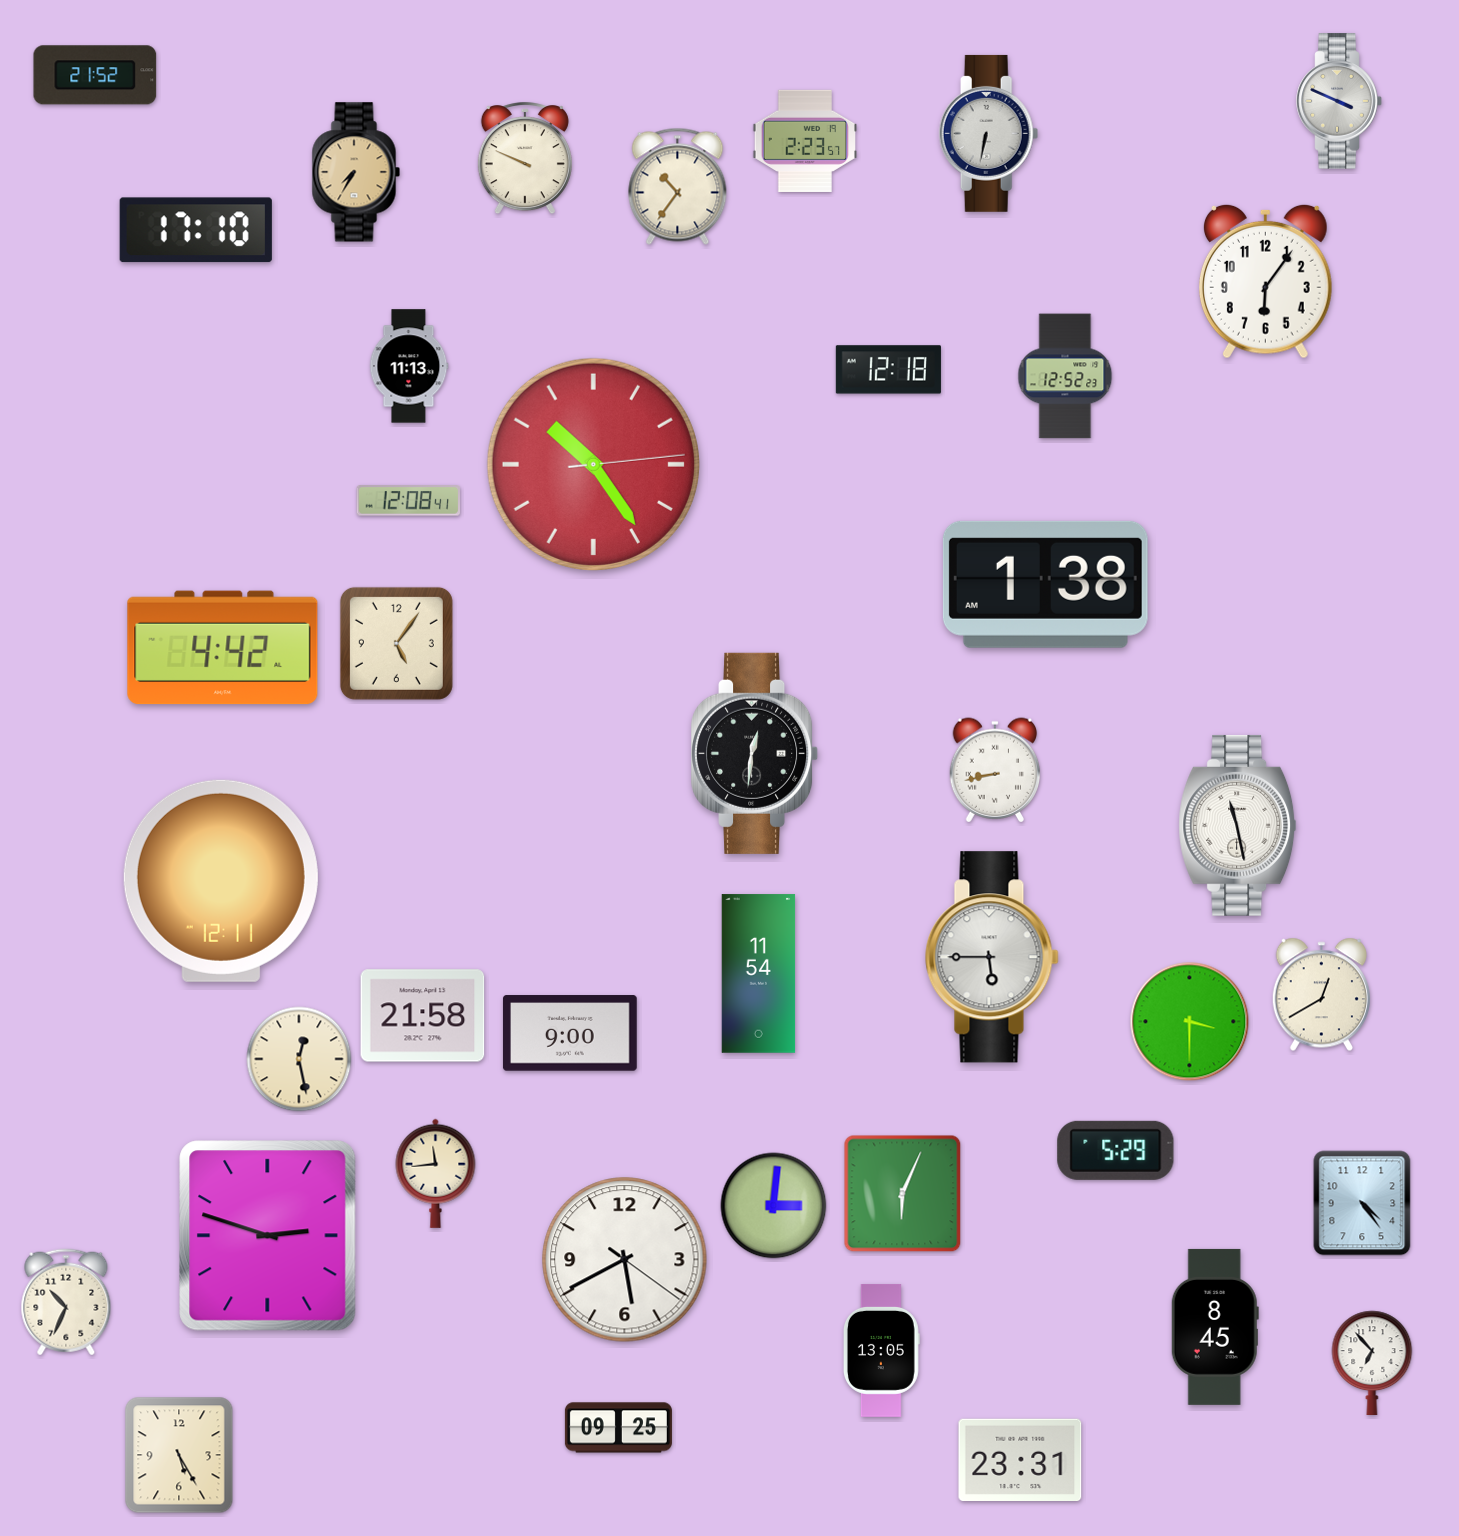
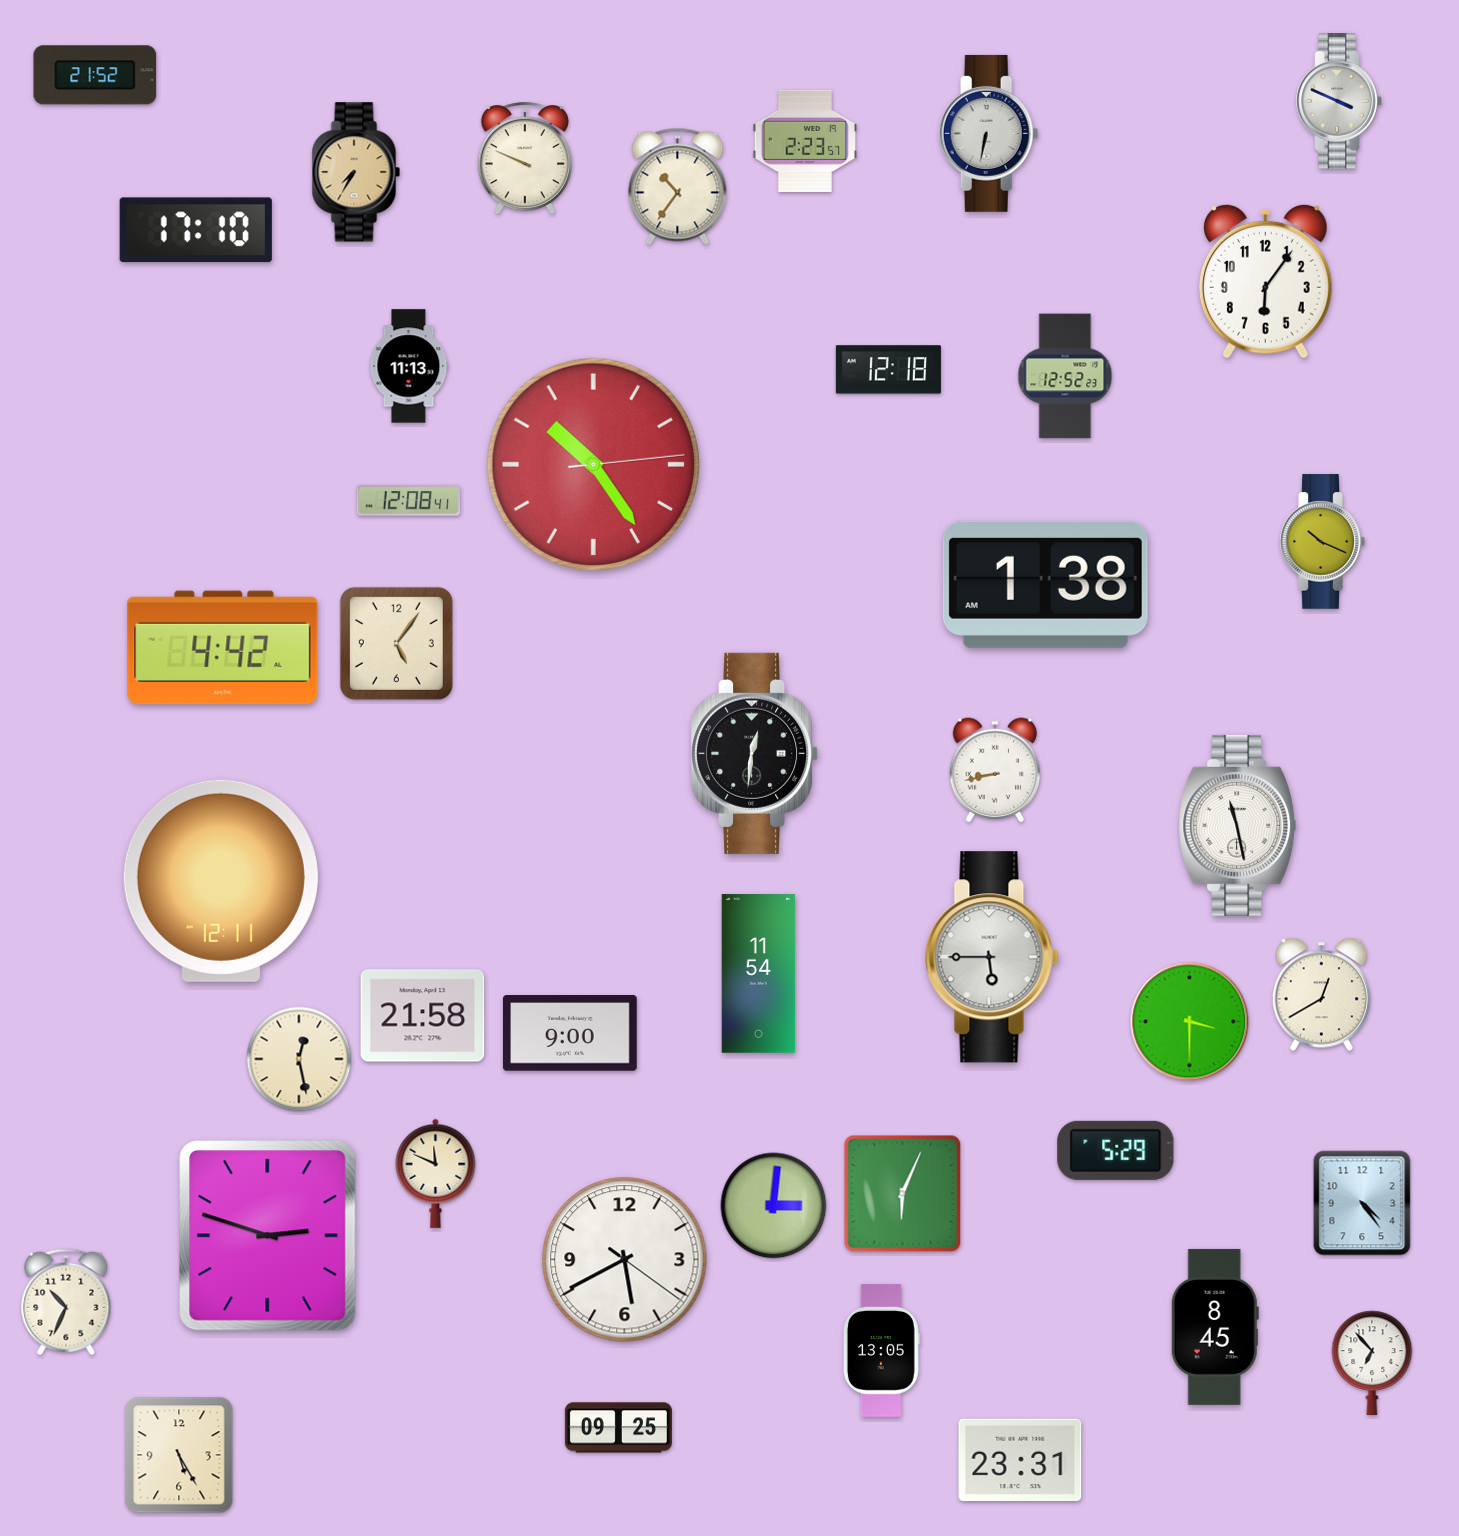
clock at (1322, 542): none -> 10:19
clock at (436, 1173): 11:44 -> 11:49
